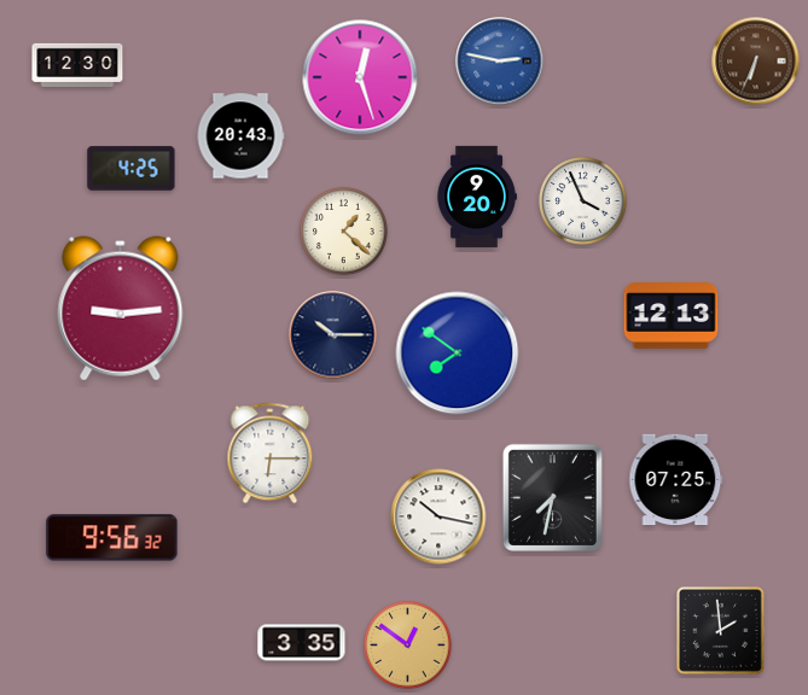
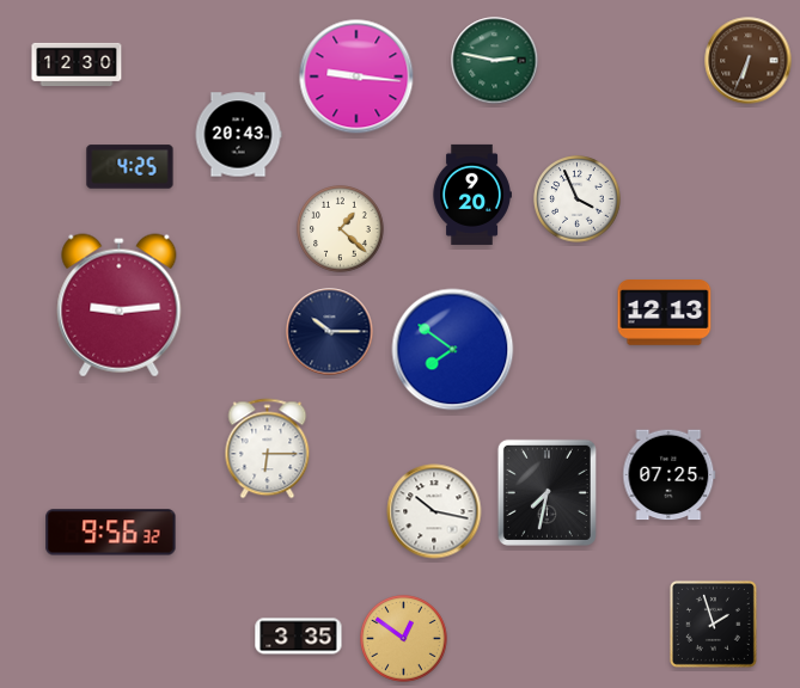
clock at (500, 62) dial: blue -> green
clock at (360, 77): 12:27 -> 9:16
clock at (720, 630): 1:59 -> 1:57
